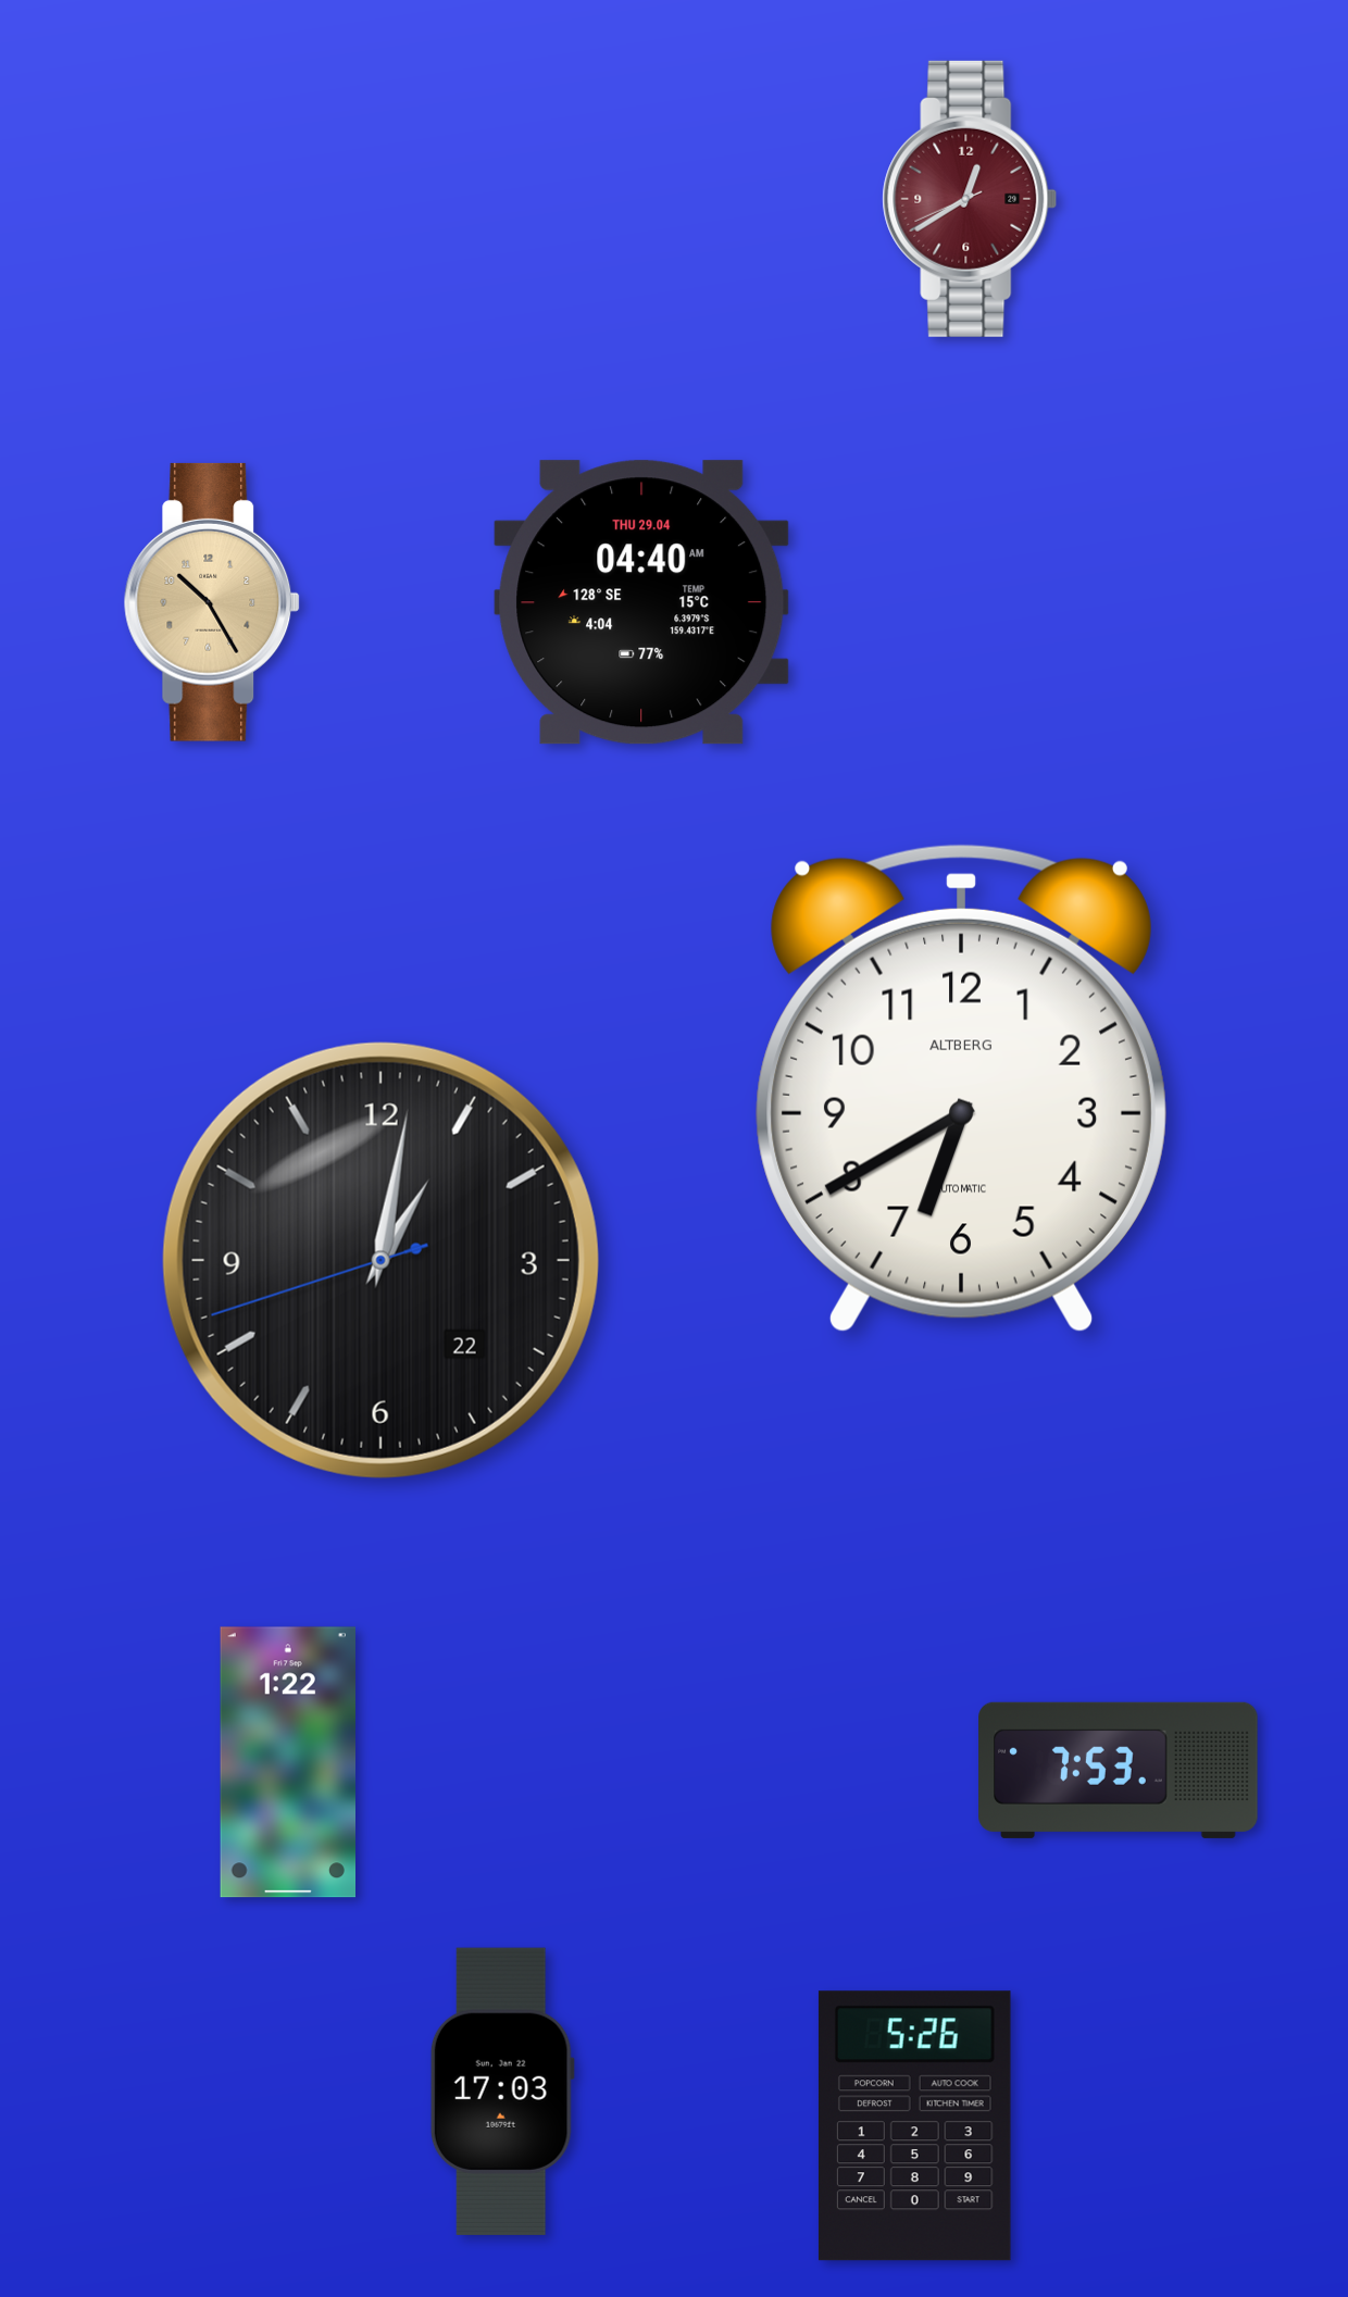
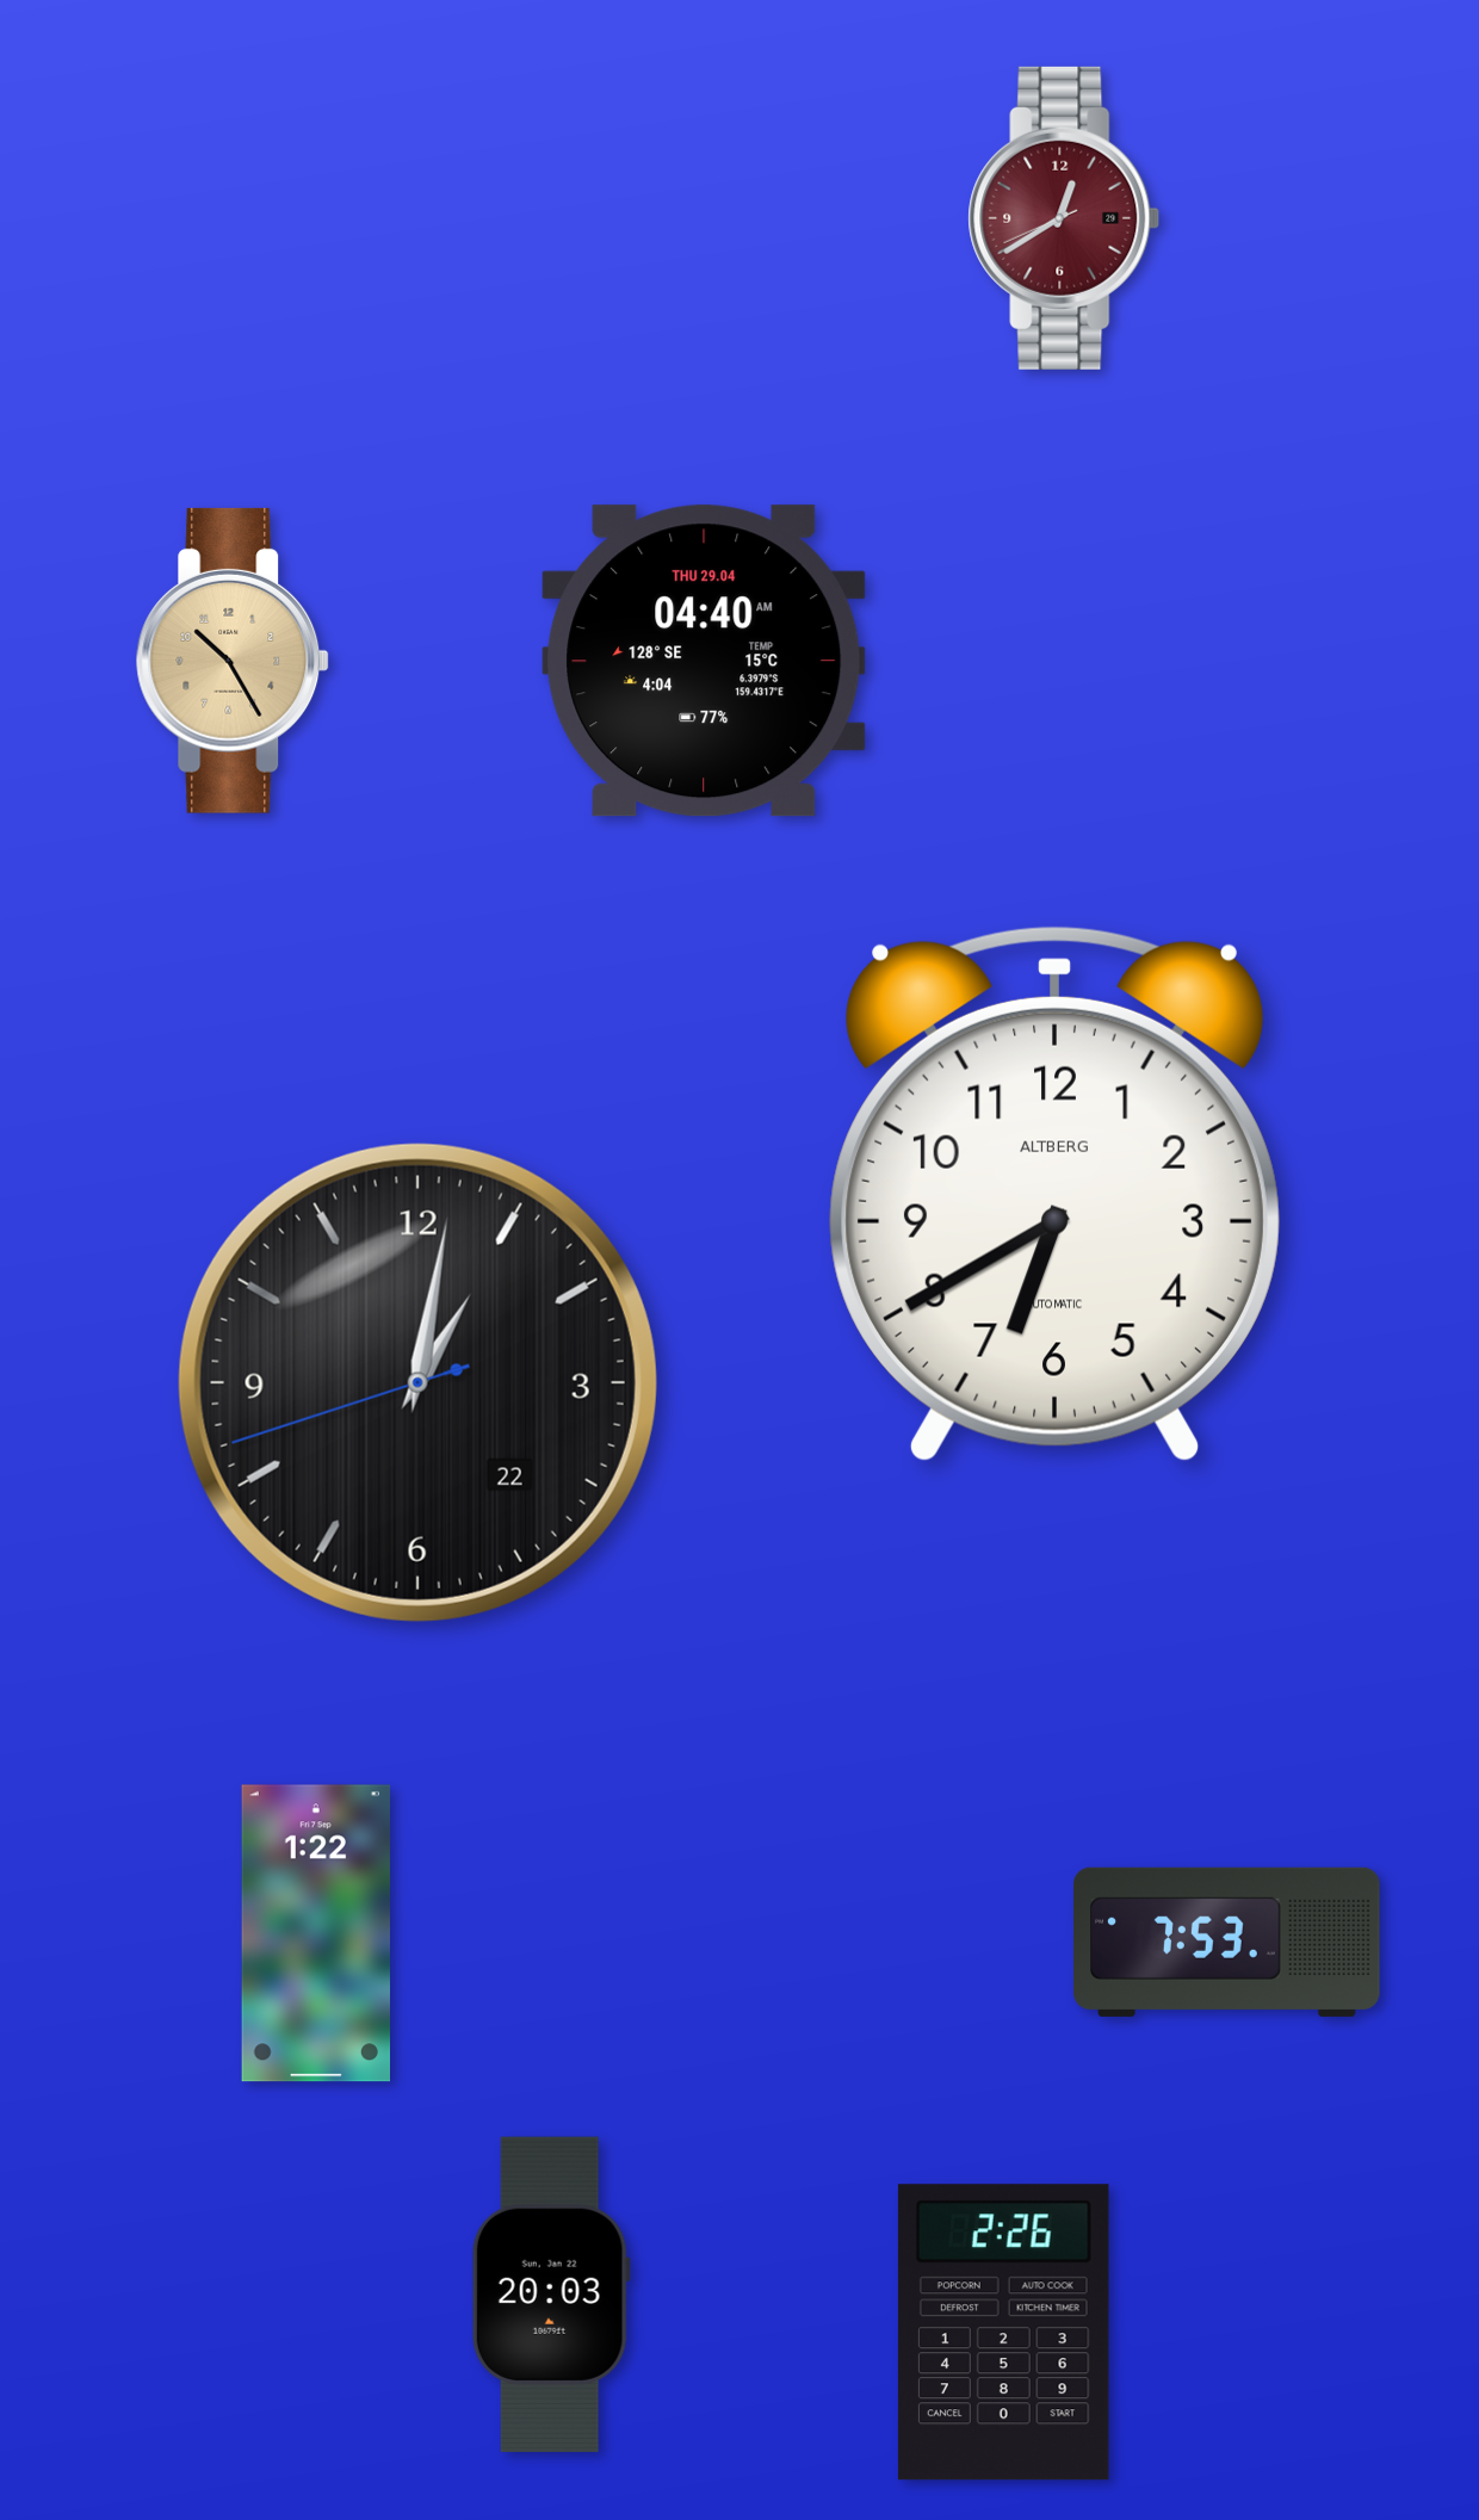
clock at (502, 2092): 17:03 -> 20:03
clock at (914, 2126): 5:26 -> 2:26
